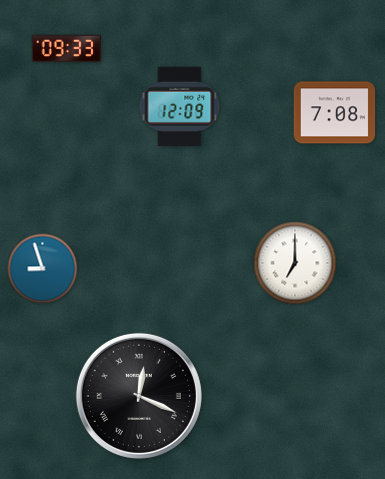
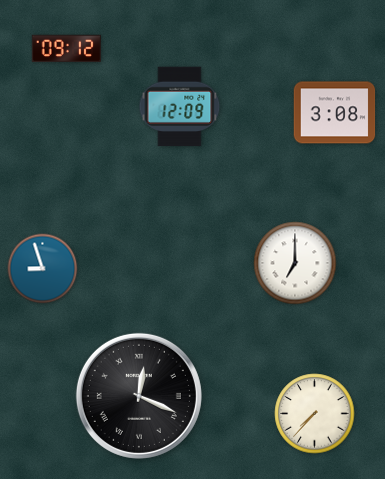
clock at (66, 49): 09:33 -> 09:12
clock at (335, 113): 7:08 -> 3:08
clock at (315, 414): none -> 7:37
